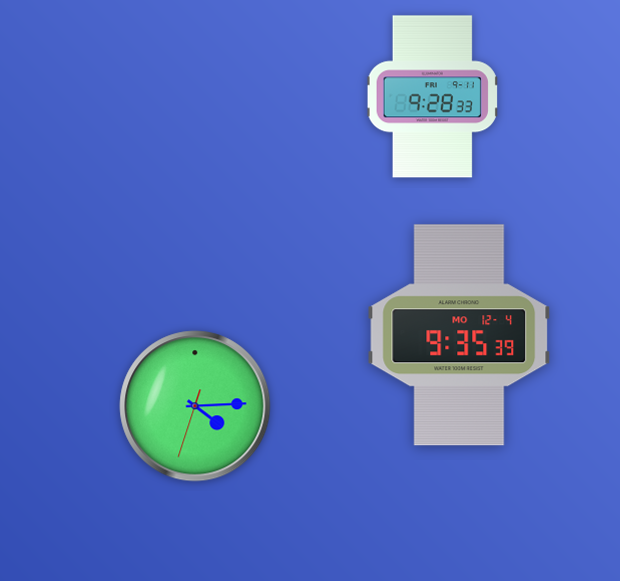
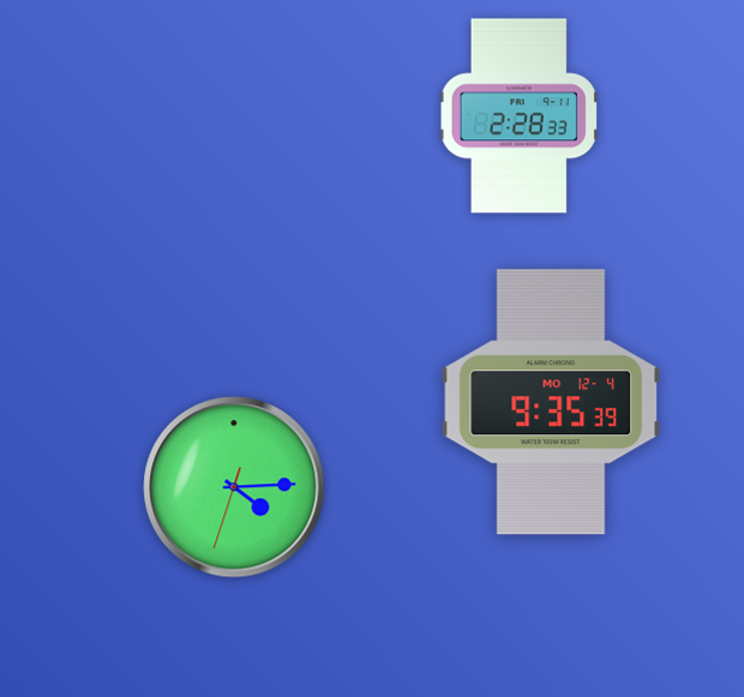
clock at (433, 97): 9:28 -> 2:28
